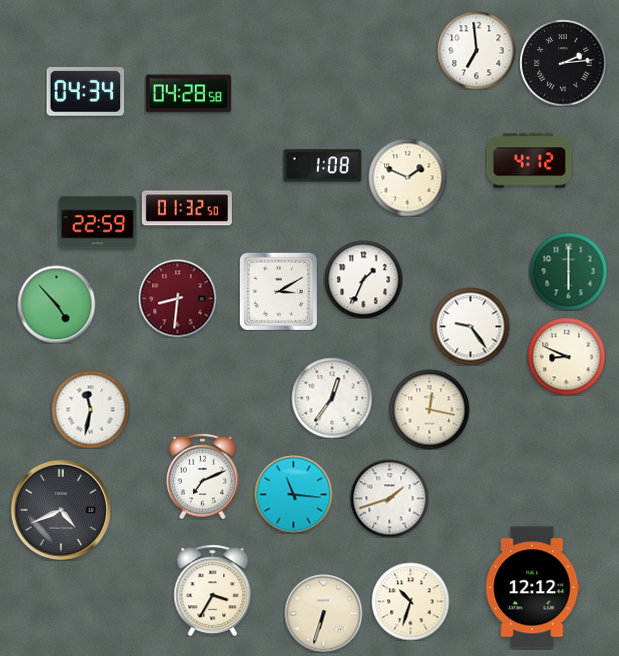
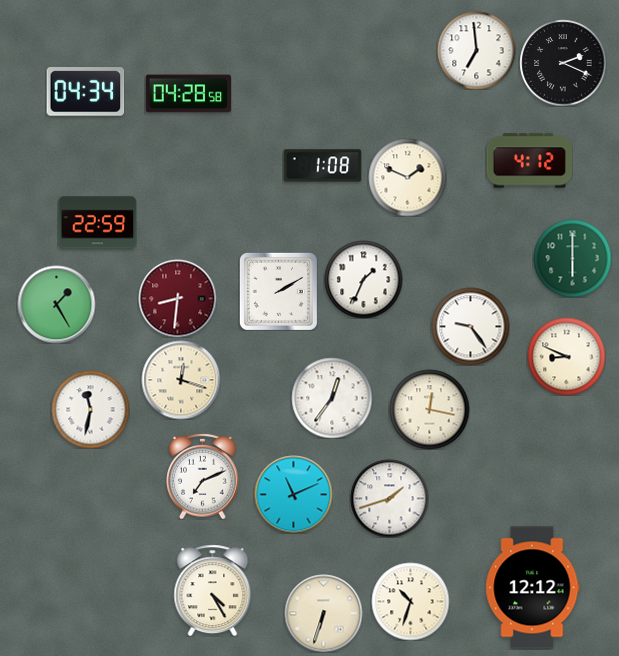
clock at (563, 63): 2:14 -> 2:19
clock at (187, 208): 01:32 -> none
clock at (568, 271) position: (568, 271) -> (572, 258)
clock at (278, 291): 3:10 -> 2:10
clock at (56, 304): 4:53 -> 1:25
clock at (181, 380): none -> 12:18
clock at (293, 494): 11:16 -> 11:11
clock at (61, 510): 4:41 -> none
clock at (213, 590): 3:35 -> 4:25
